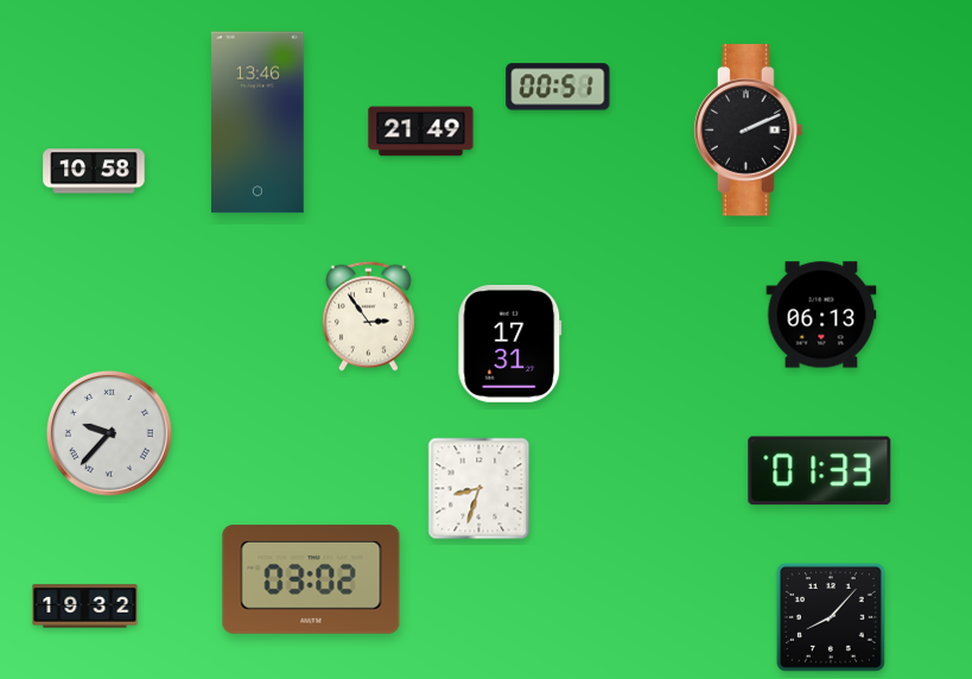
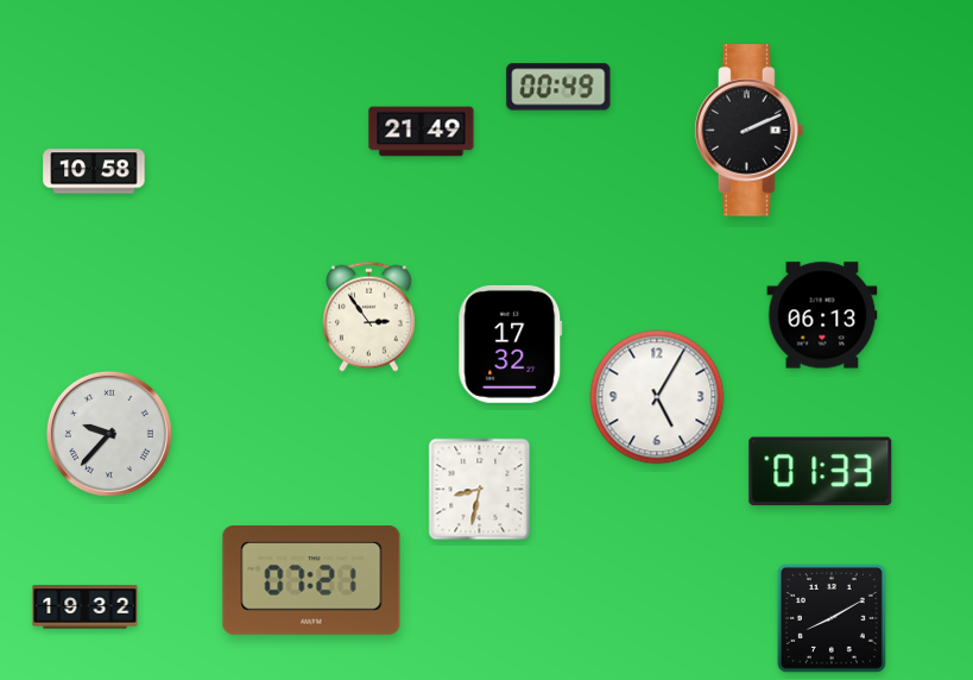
clock at (558, 87): 00:51 -> 00:49
clock at (259, 122): 13:46 -> none
clock at (510, 343): 17:31 -> 17:32
clock at (657, 397): none -> 5:05
clock at (479, 489): 8:33 -> 8:32
clock at (311, 579): 03:02 -> 07:21
clock at (831, 617): 8:07 -> 8:10
